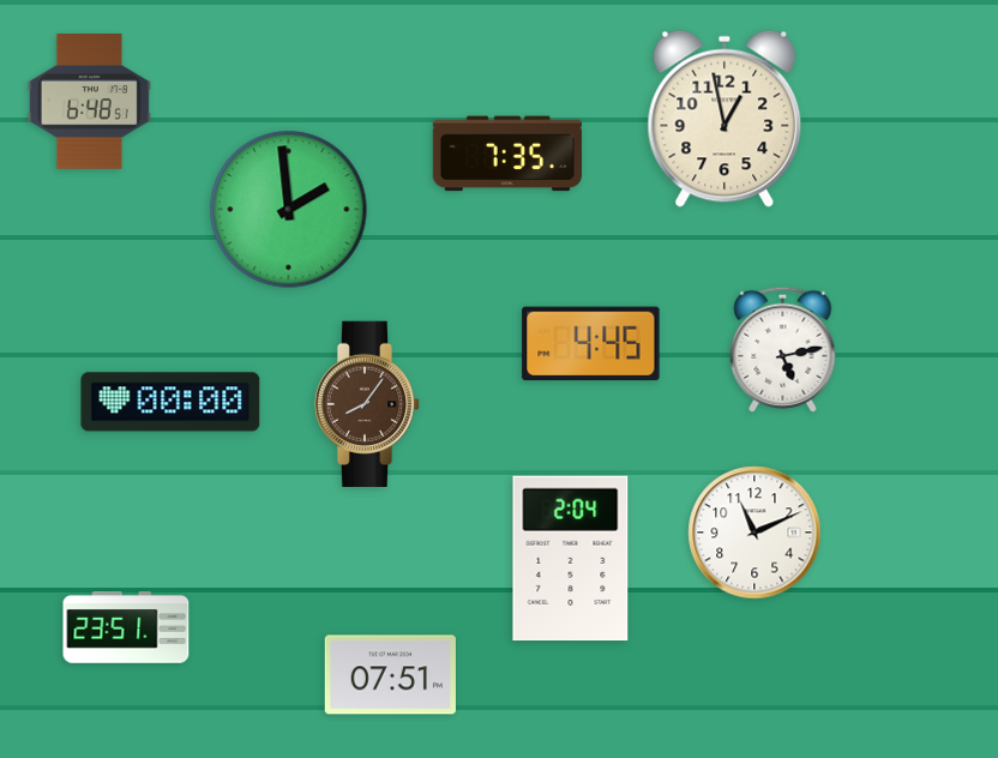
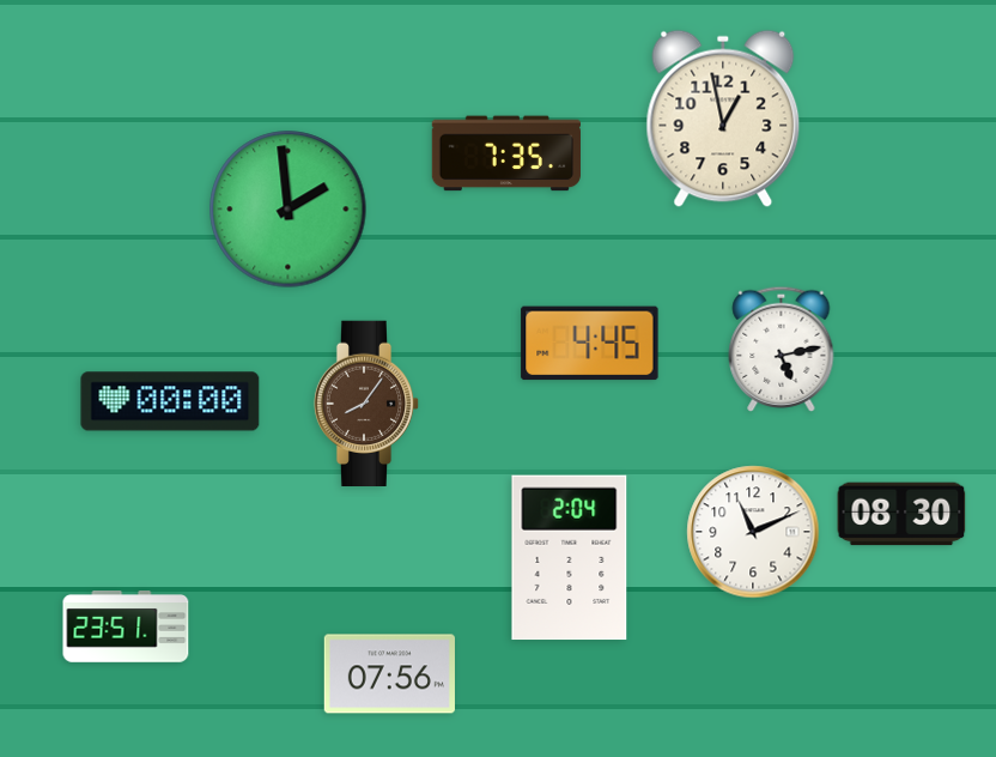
clock at (89, 102): 6:48 -> none
clock at (901, 514): none -> 08:30
clock at (390, 675): 07:51 -> 07:56
